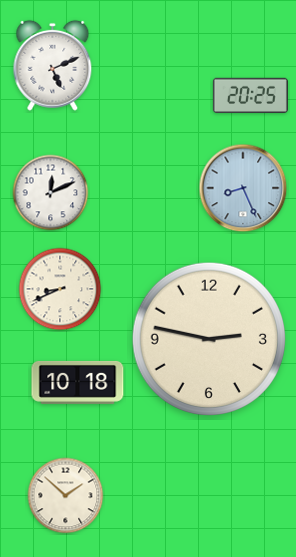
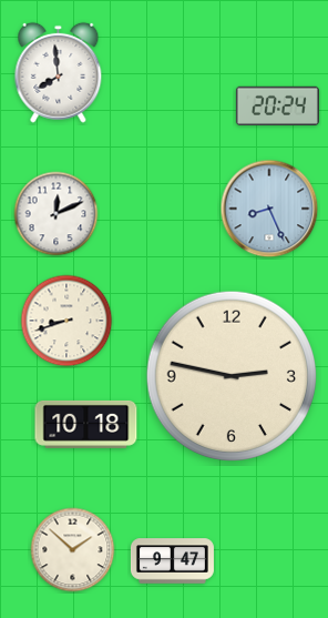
clock at (53, 65): 5:11 -> 7:59
clock at (250, 95): 20:25 -> 20:24
clock at (60, 289): 8:41 -> 8:42
clock at (172, 561): none -> 9:47
